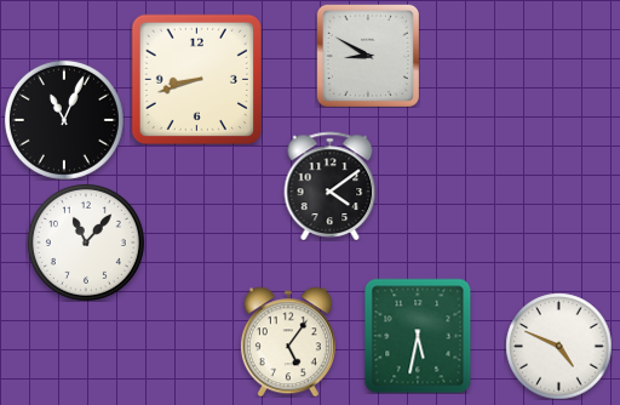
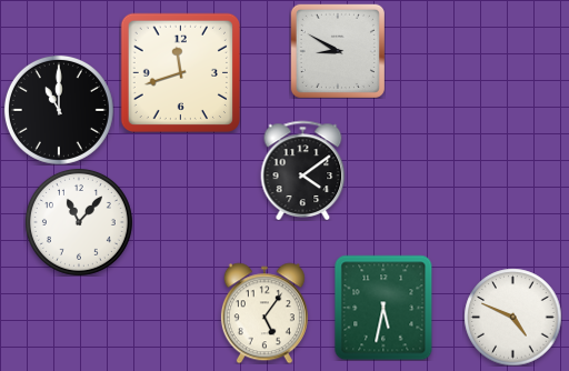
clock at (196, 79): 8:42 -> 11:42
clock at (64, 120): 11:04 -> 11:00
